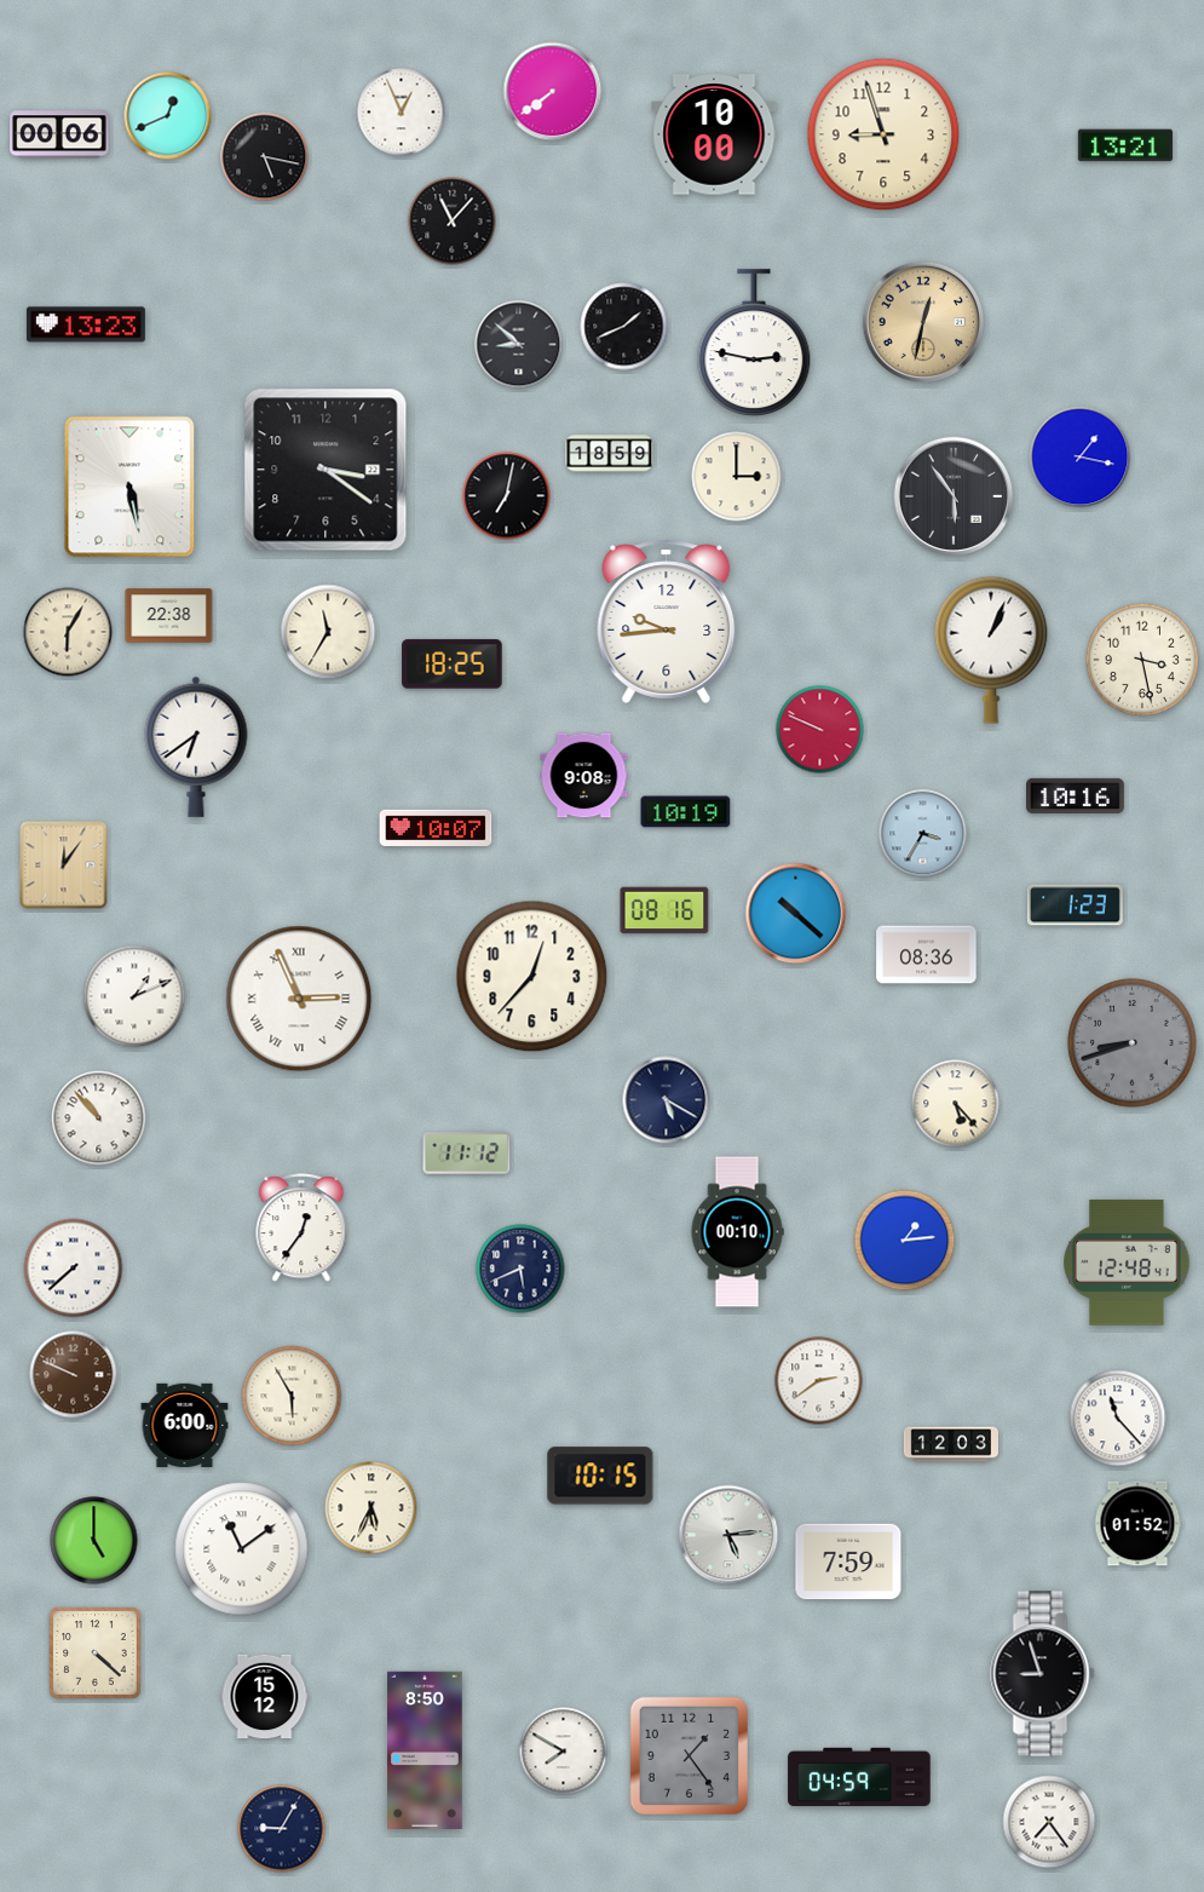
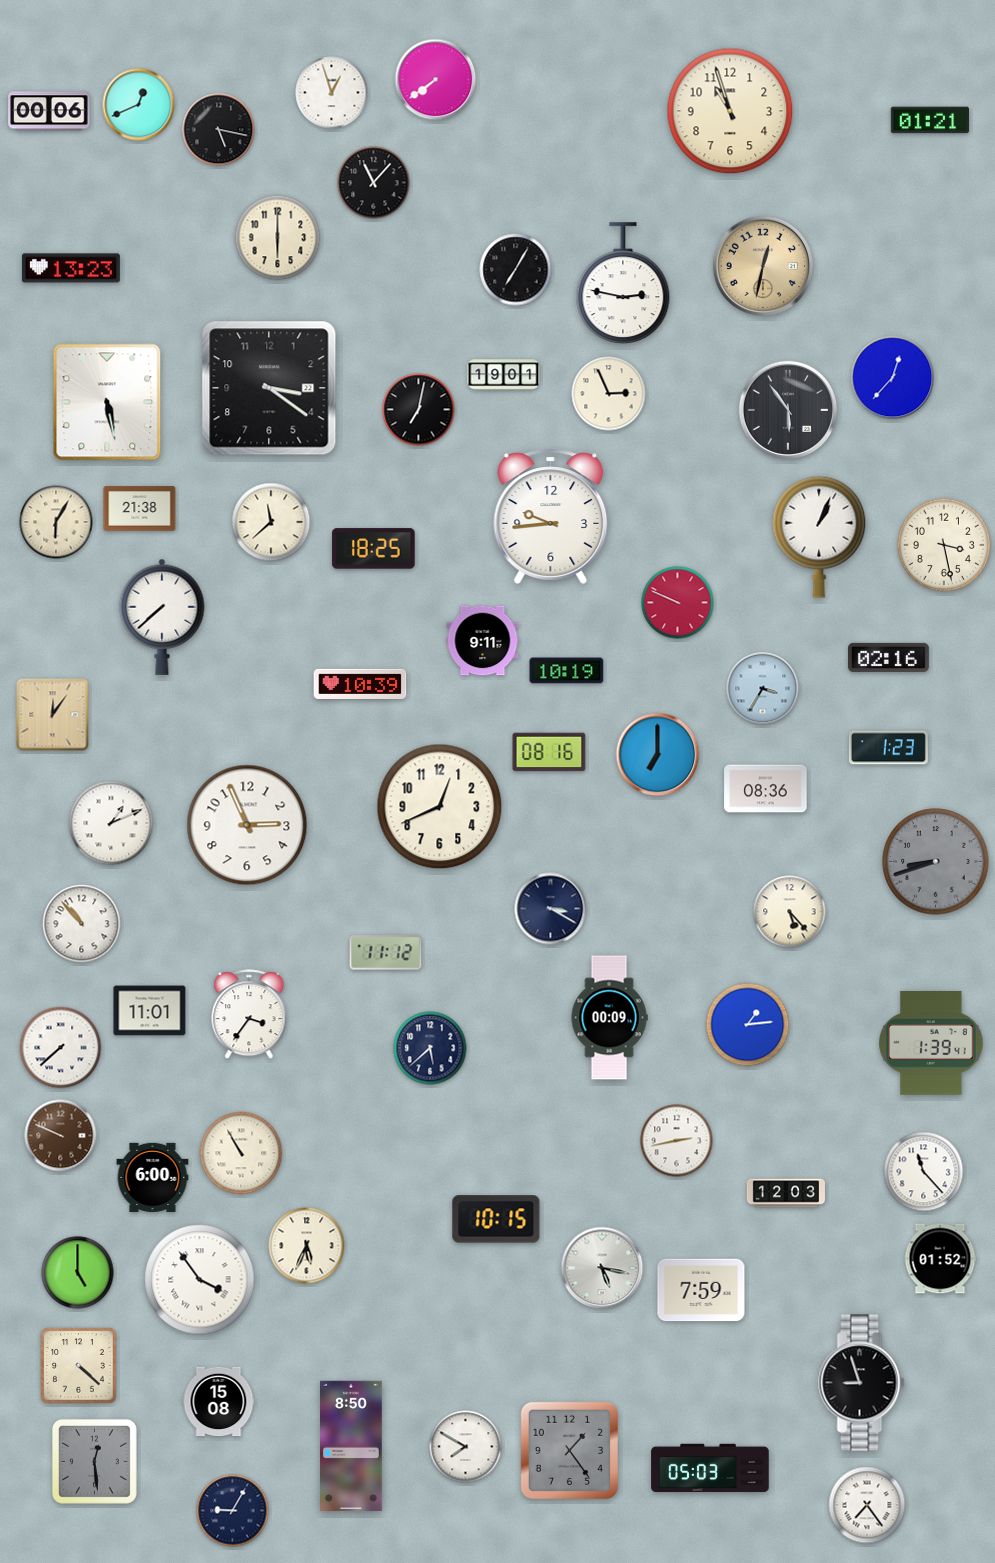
clock at (553, 92) position: (553, 92) -> (436, 80)
clock at (402, 113): 12:56 -> 12:57
clock at (168, 116) position: (168, 116) -> (139, 105)
clock at (714, 134): 10:00 -> none
clock at (883, 134): 8:57 -> 10:57
clock at (1125, 145): 13:21 -> 01:21
clock at (278, 238): none -> 6:00
clock at (624, 327): 1:41 -> 7:05
clock at (519, 345): 8:52 -> none
clock at (610, 454): 18:59 -> 19:01
clock at (1081, 458): 1:17 -> 12:37
clock at (737, 477): 3:00 -> 2:56
clock at (169, 616): 22:38 -> 21:38
clock at (667, 621) position: (667, 621) -> (551, 516)
clock at (328, 632): 11:35 -> 11:38
clock at (196, 747): 6:39 -> 7:38
clock at (584, 776): 9:08 -> 9:11
clock at (1076, 795): 10:16 -> 02:16
clock at (436, 827): 10:07 -> 10:39
clock at (796, 914): 10:22 -> 7:00
clock at (532, 977): 12:37 -> 12:41
clock at (299, 999) numerals: Roman -> Arabic
clock at (667, 1100): 5:20 -> 3:20
clock at (150, 1011): none -> 11:01
clock at (301, 1229): 12:36 -> 3:36
clock at (737, 1232): 00:10 -> 00:09
clock at (1127, 1263): 12:48 -> 1:39
clock at (520, 1269): 5:41 -> 5:38
clock at (819, 1381): 2:39 -> 2:43
clock at (292, 1396): 5:55 -> 10:55
clock at (728, 1535): 5:14 -> 5:17
clock at (242, 1549): 11:09 -> 3:54
clock at (265, 1697): 15:12 -> 15:08
clock at (94, 1461): none -> 12:29
clock at (859, 1777): 04:59 -> 05:03
